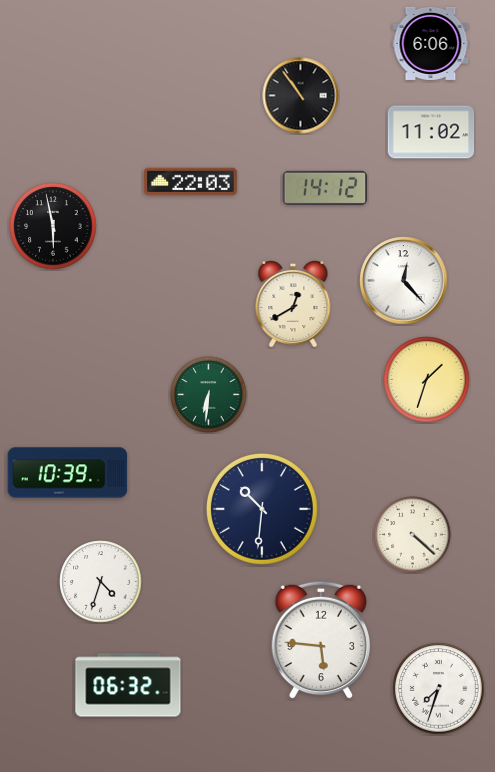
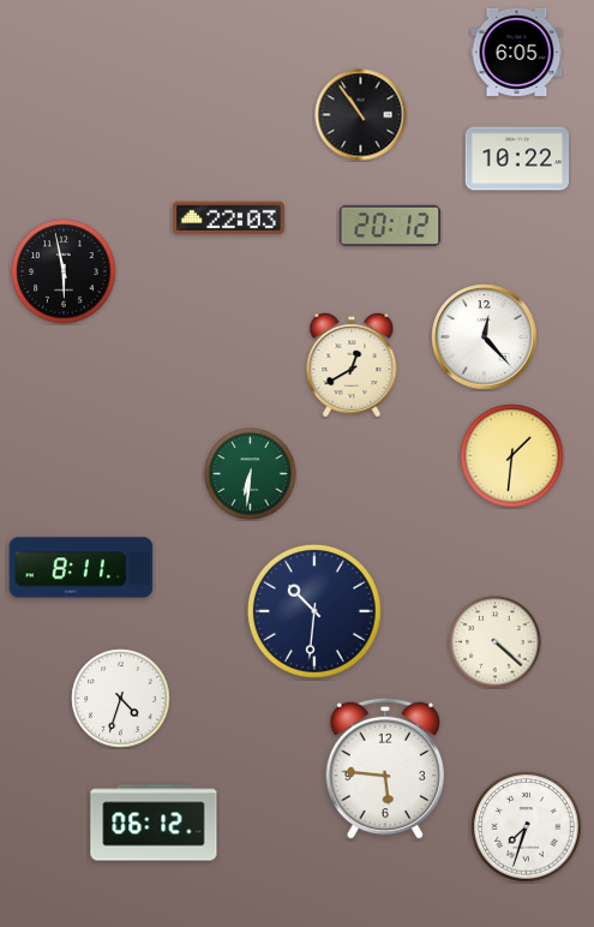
clock at (431, 43): 6:06 -> 6:05
clock at (431, 132): 11:02 -> 10:22
clock at (325, 188): 14:12 -> 20:12
clock at (427, 380): 1:33 -> 1:31
clock at (68, 473): 10:39 -> 8:11
clock at (128, 685): 06:32 -> 06:12
